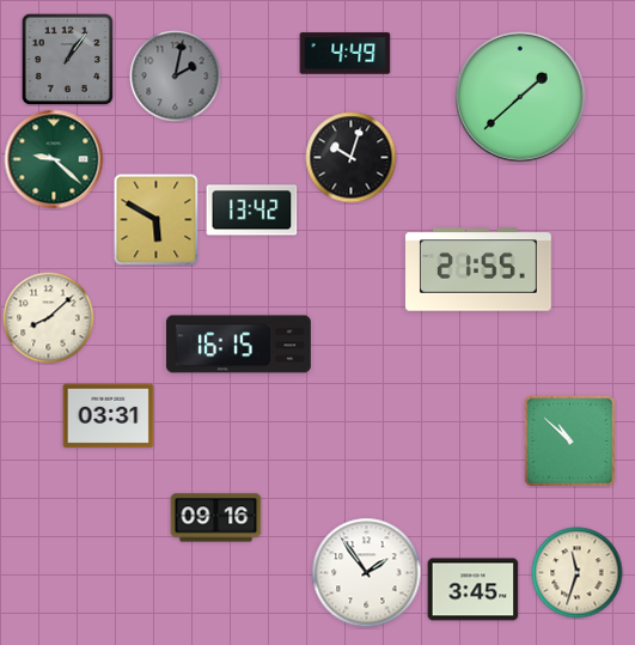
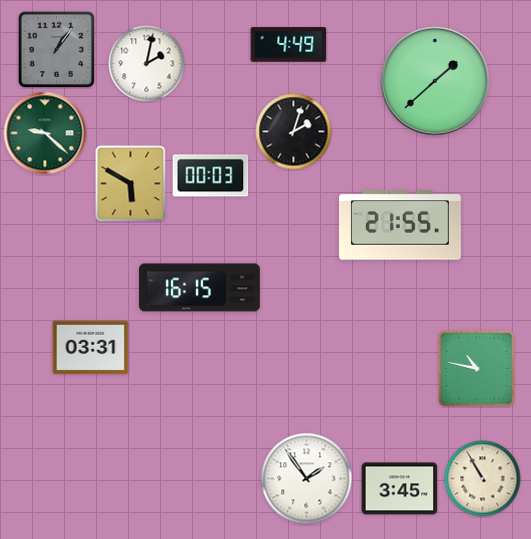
clock at (176, 77) dial: grey -> white
clock at (352, 158): 10:03 -> 2:03
clock at (252, 211): 13:42 -> 00:03
clock at (49, 318): 8:08 -> none
clock at (569, 440): 10:52 -> 10:47
clock at (216, 518): 09:16 -> none
clock at (578, 573): 11:33 -> 10:55
clock at (474, 590) position: (474, 590) -> (400, 489)
